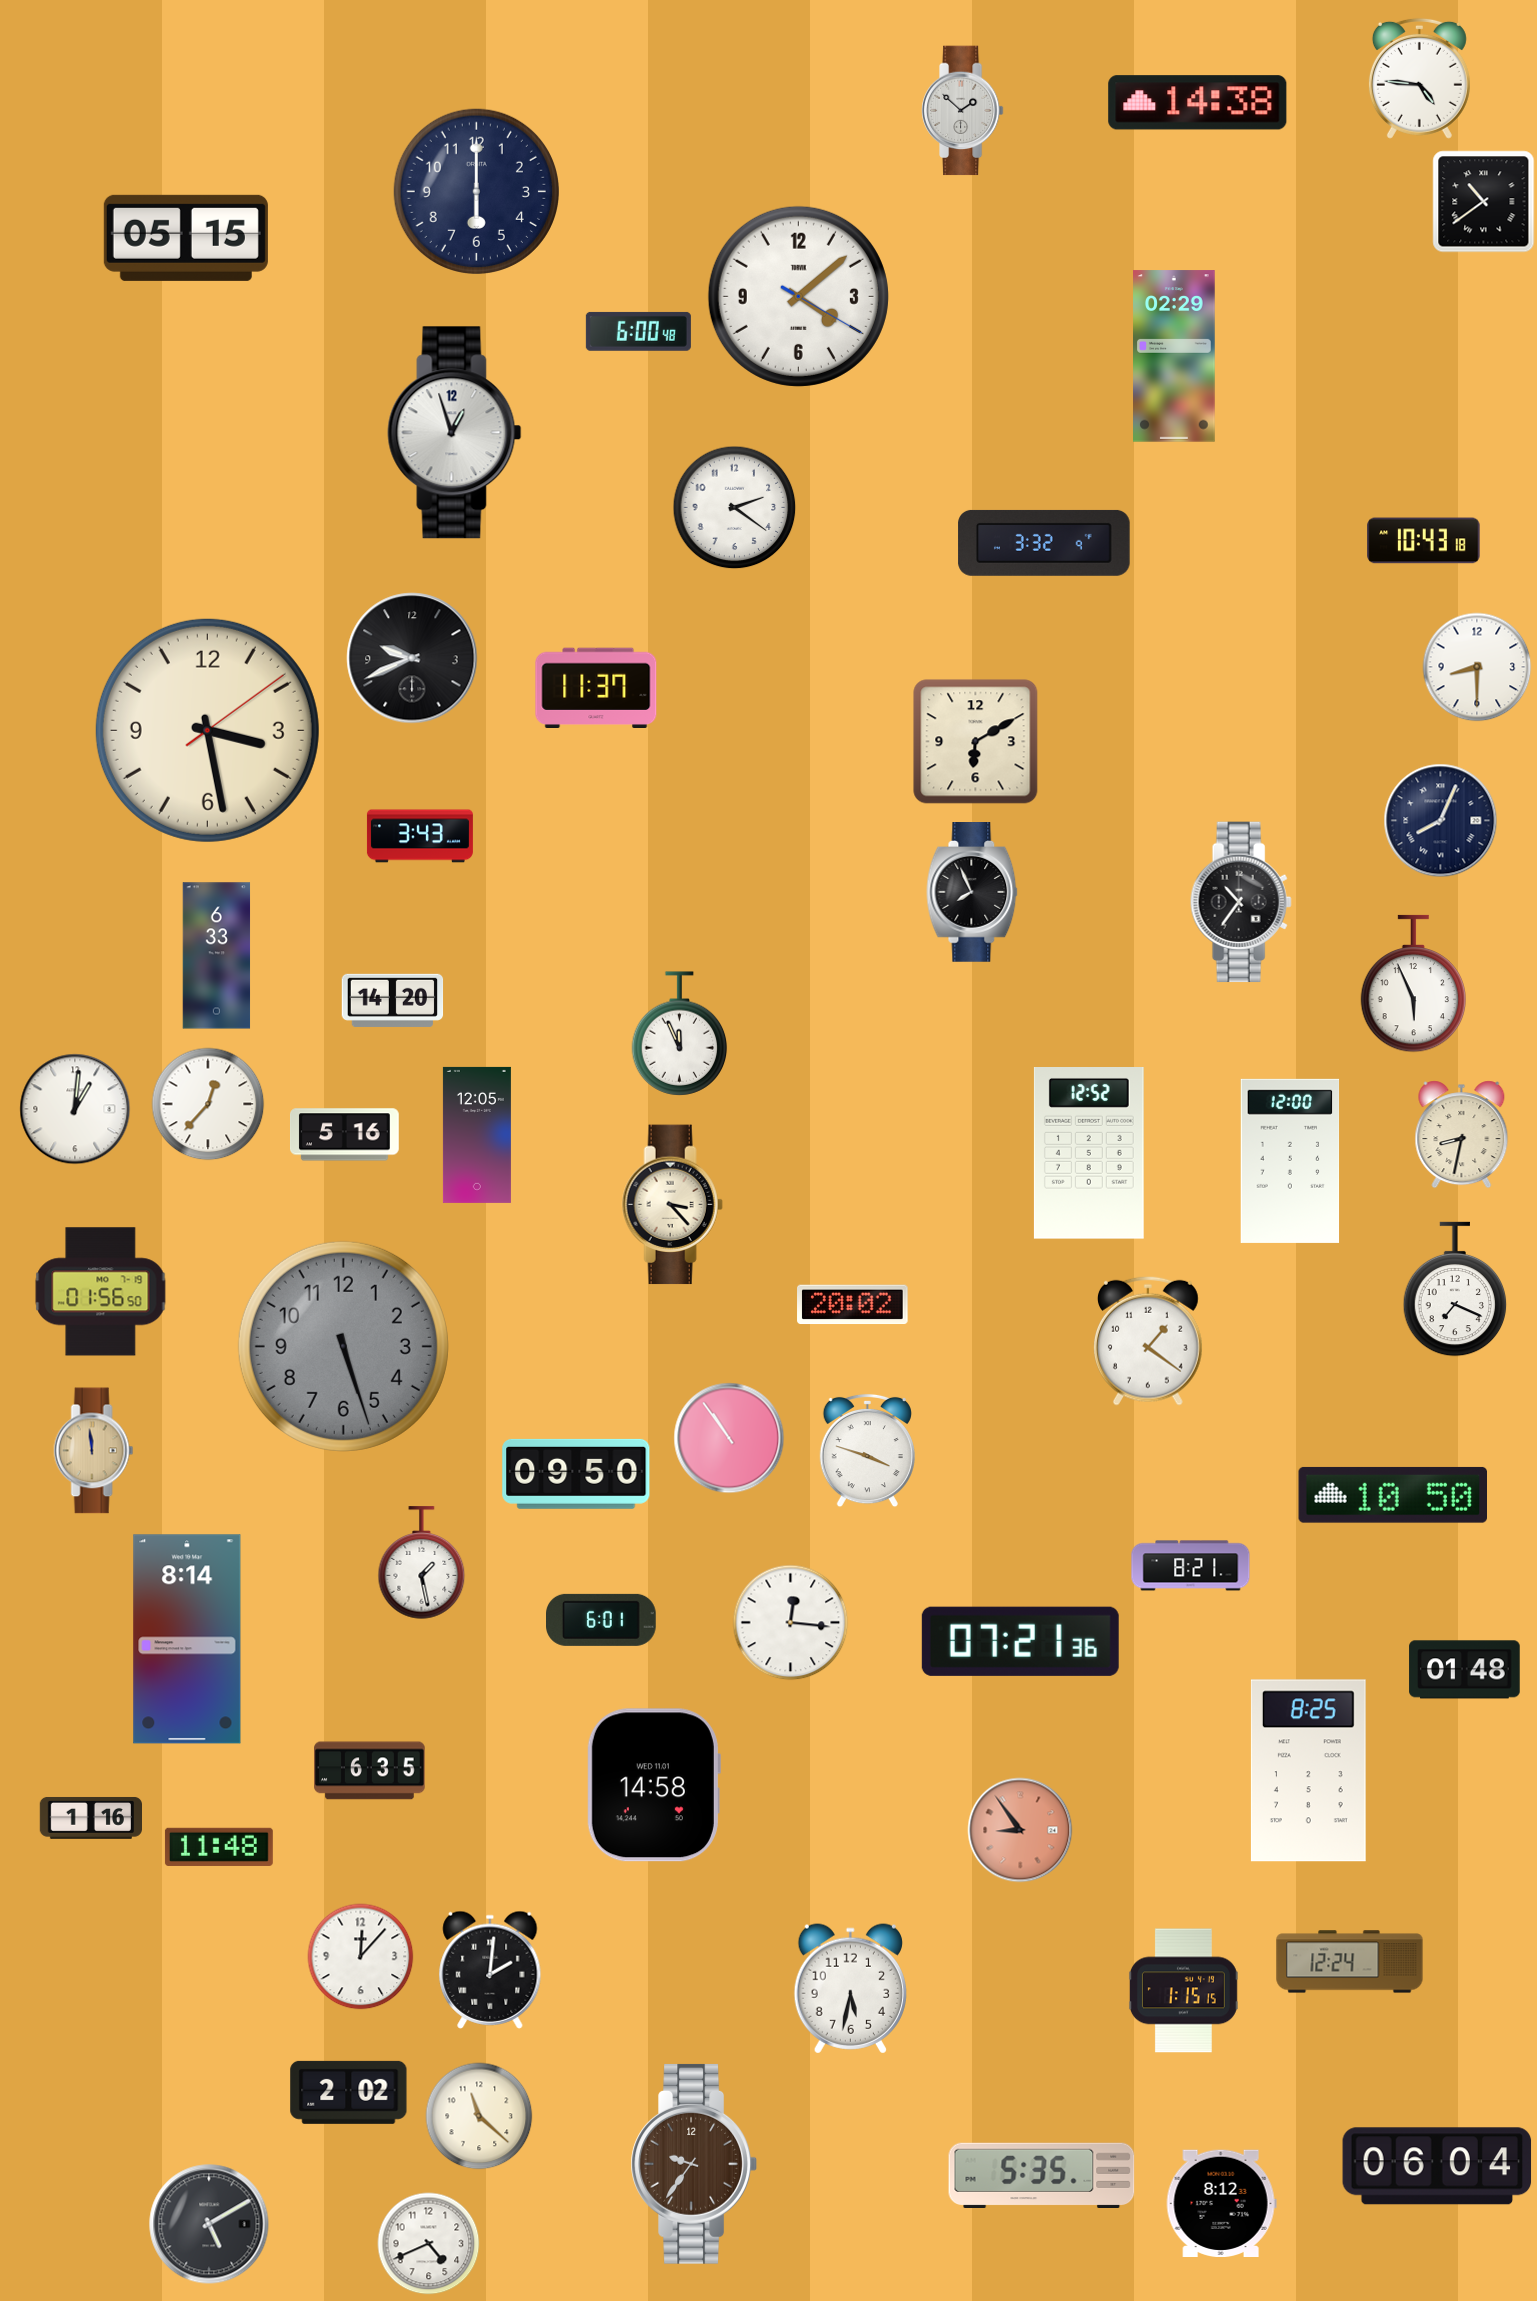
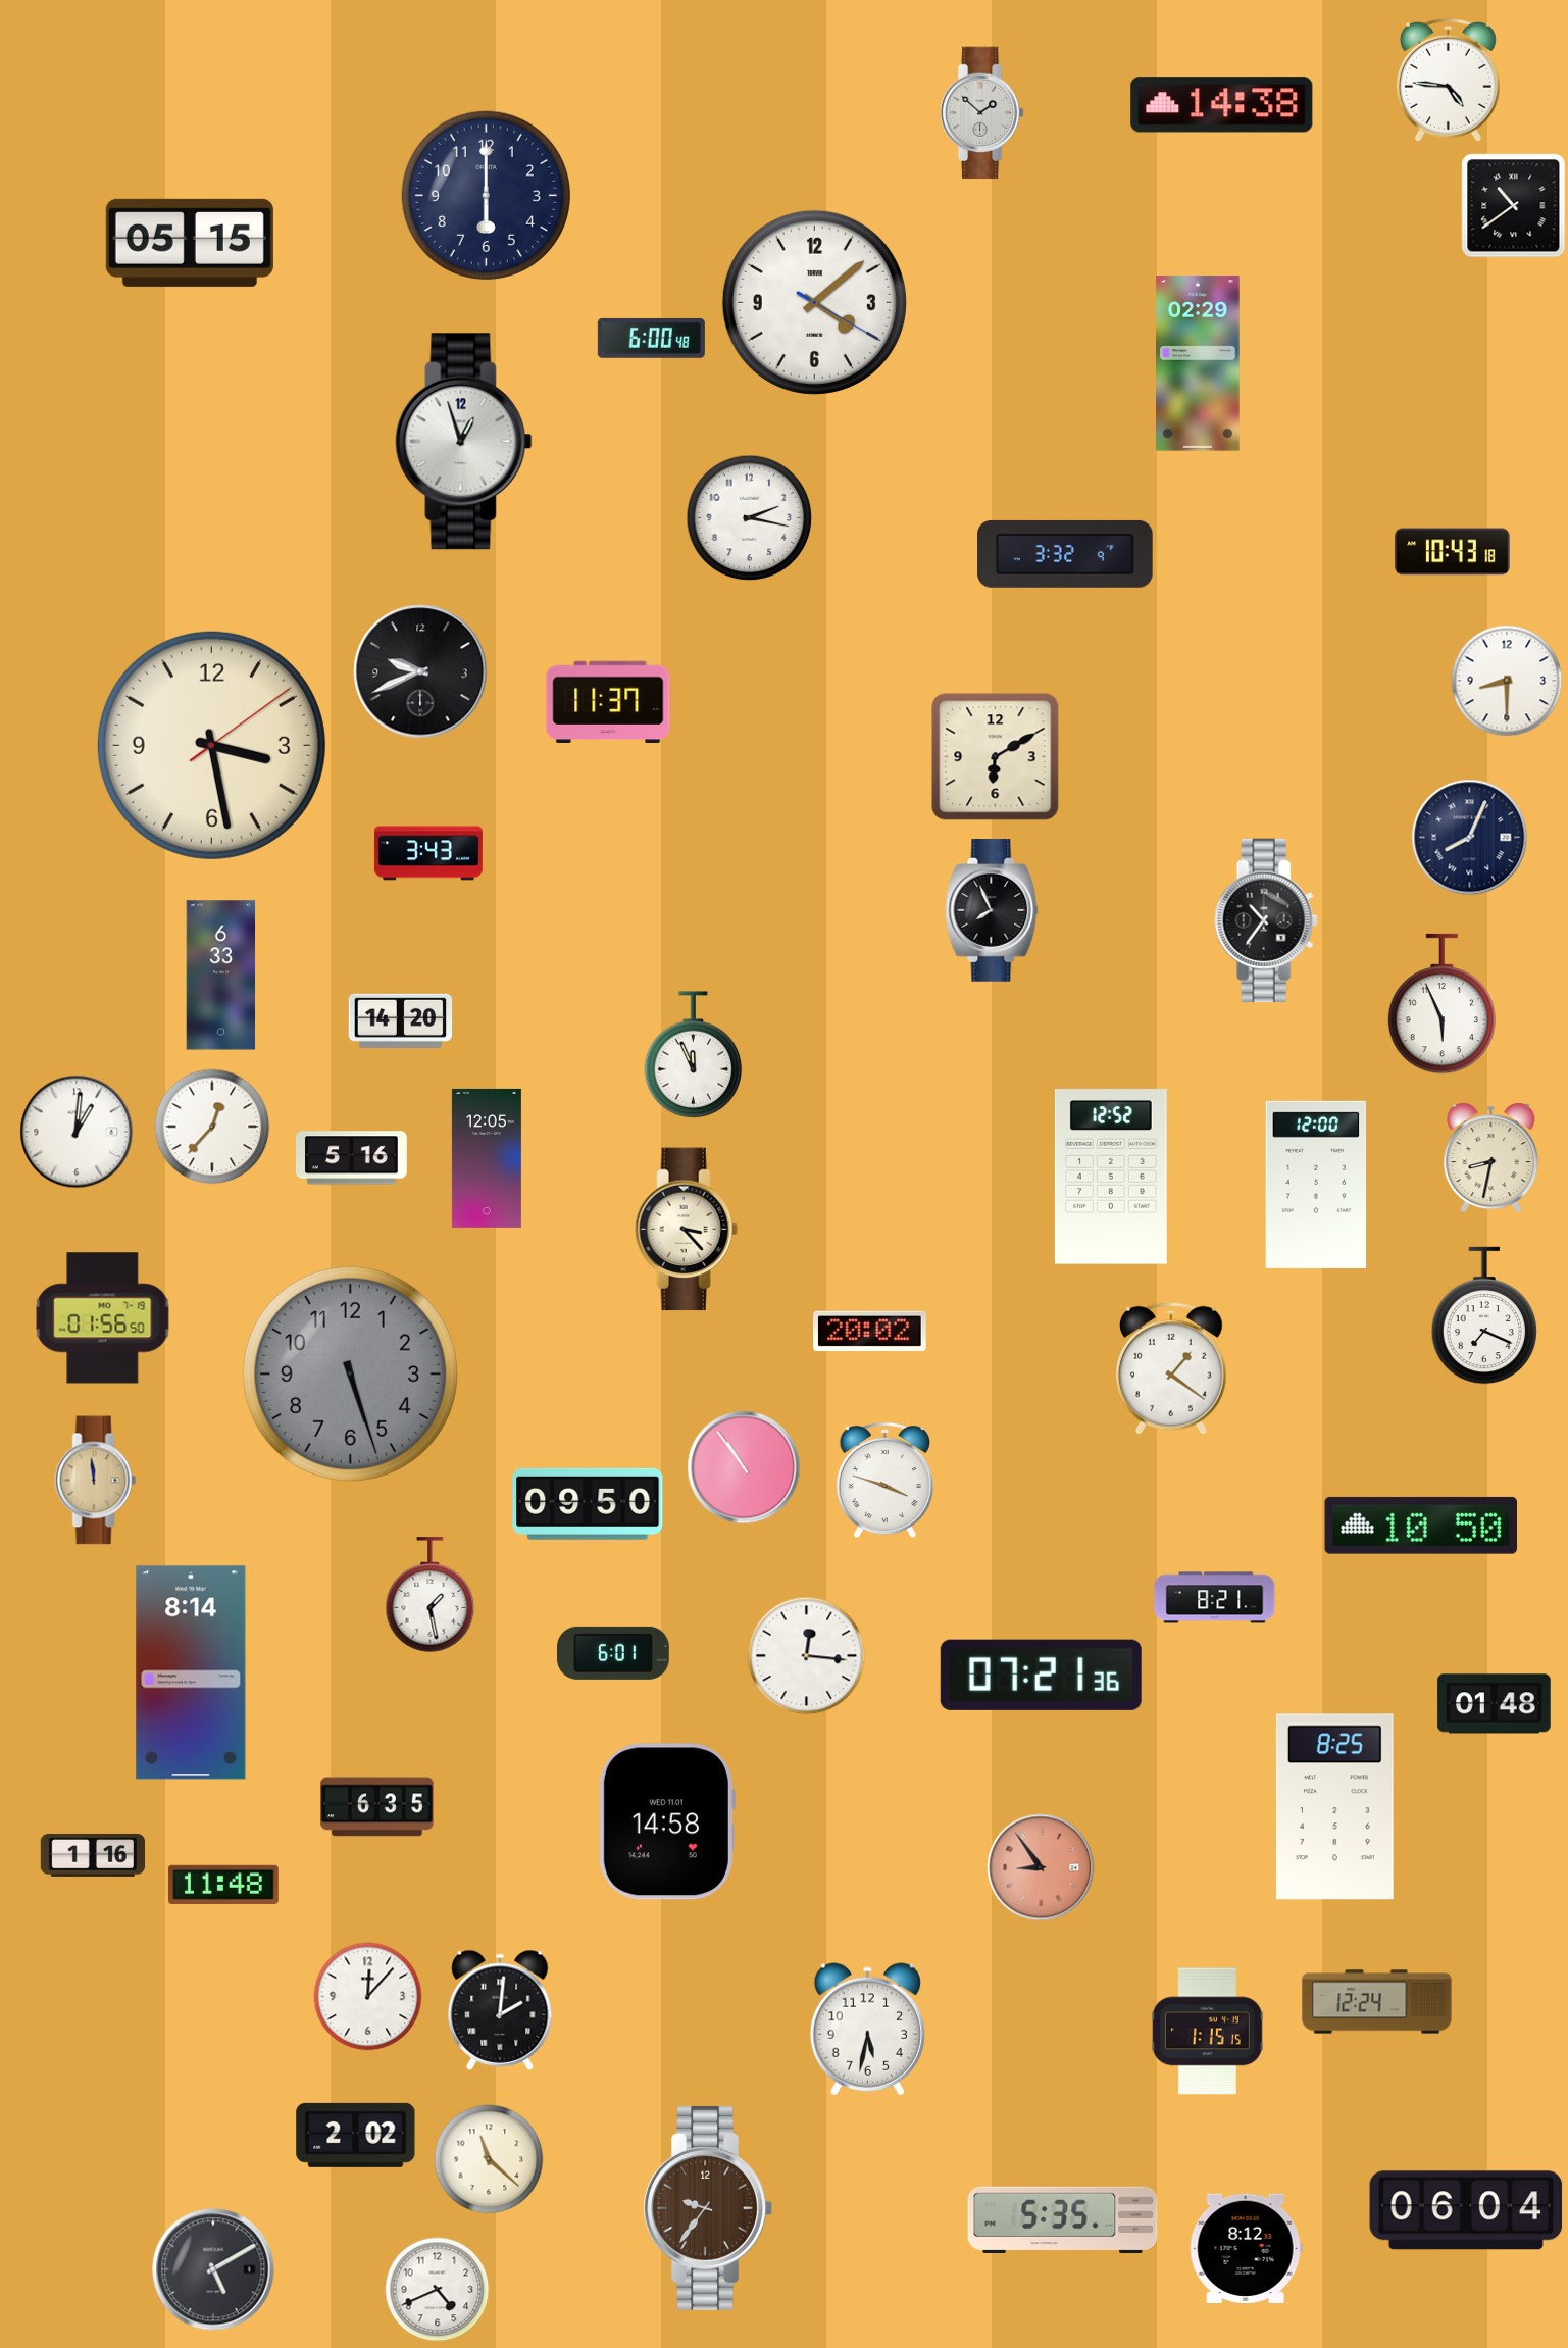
clock at (735, 508): 2:21 -> 2:17
